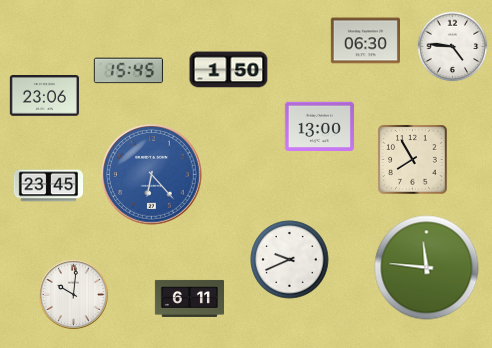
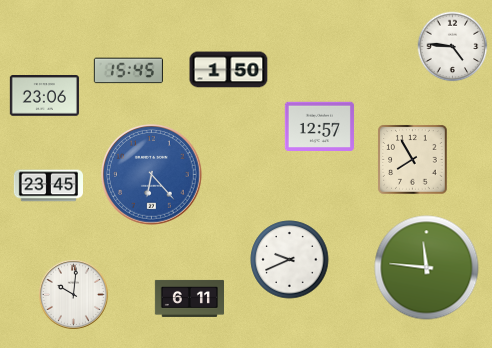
clock at (365, 41): 06:30 -> none
clock at (319, 126): 13:00 -> 12:57
